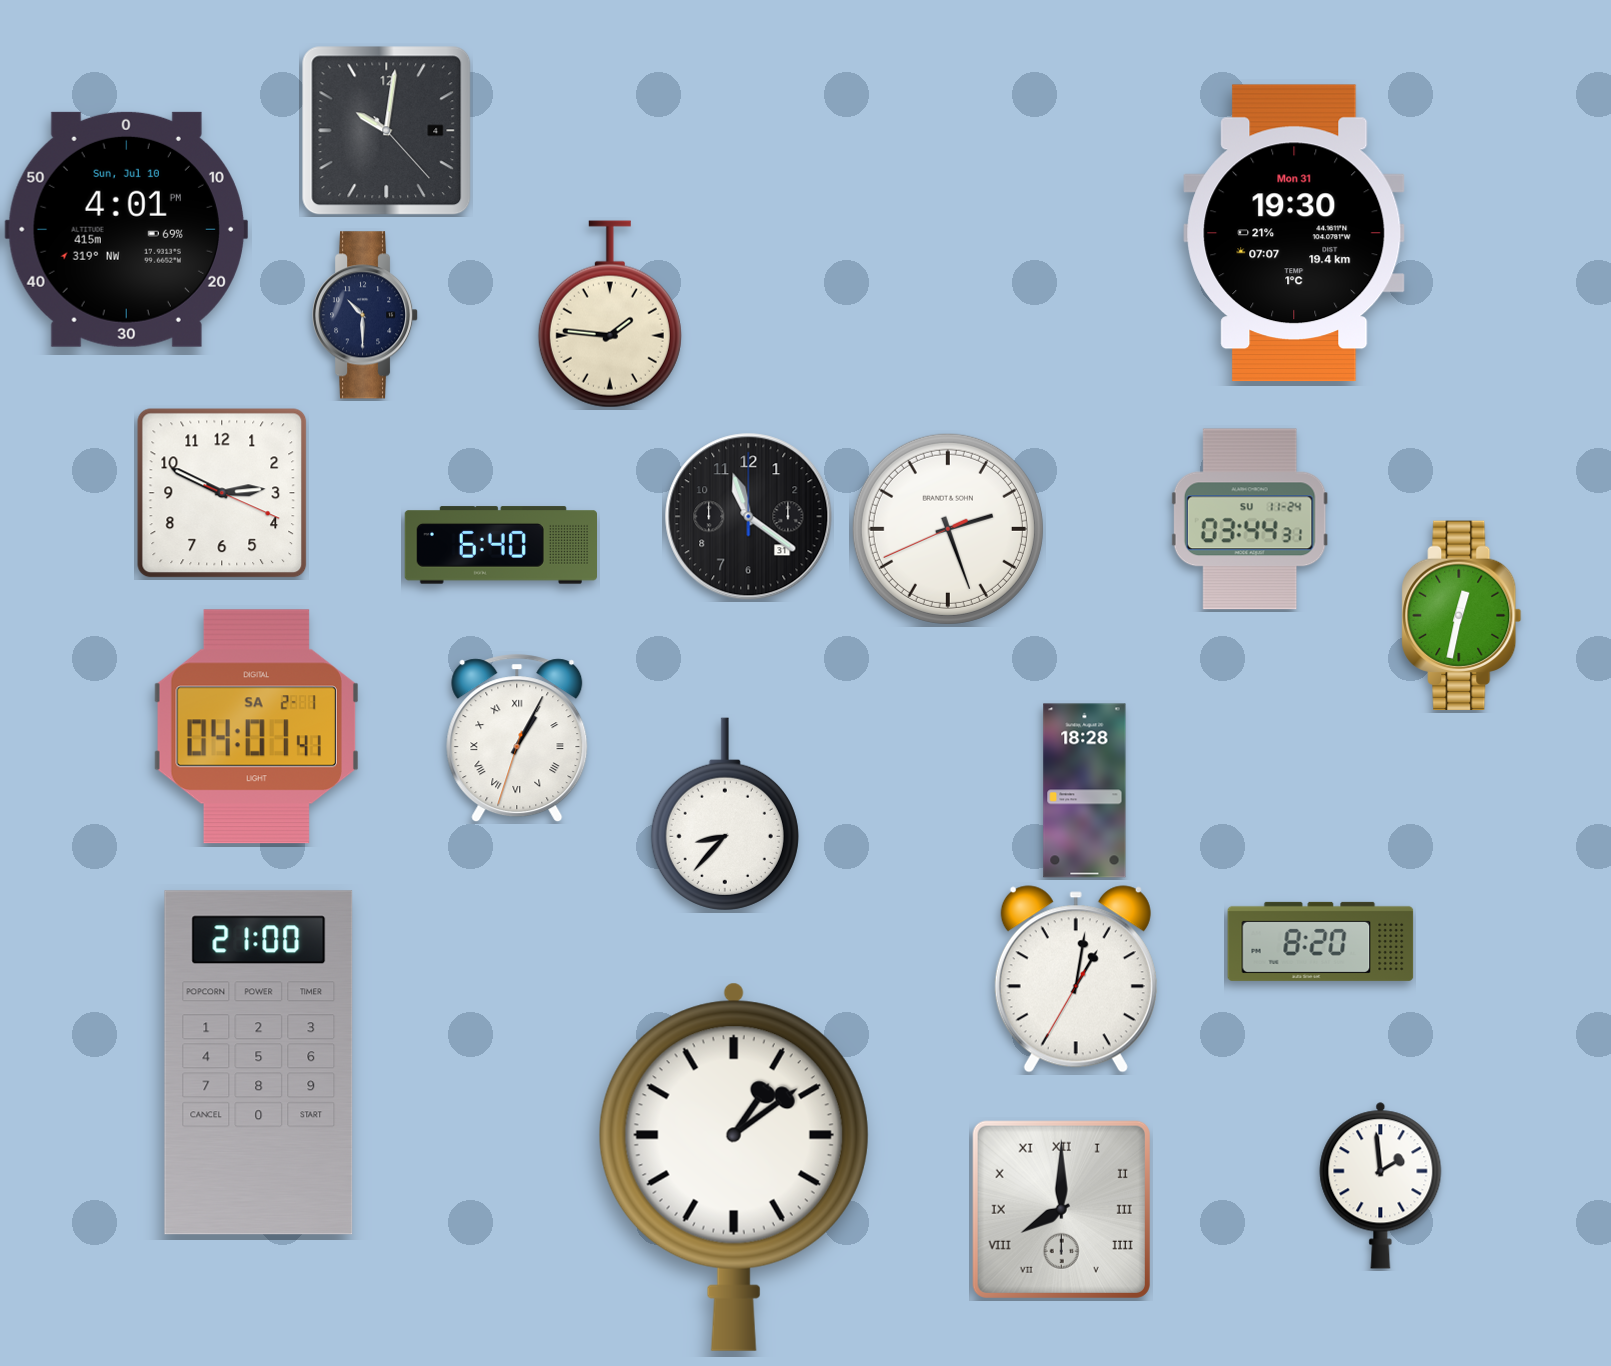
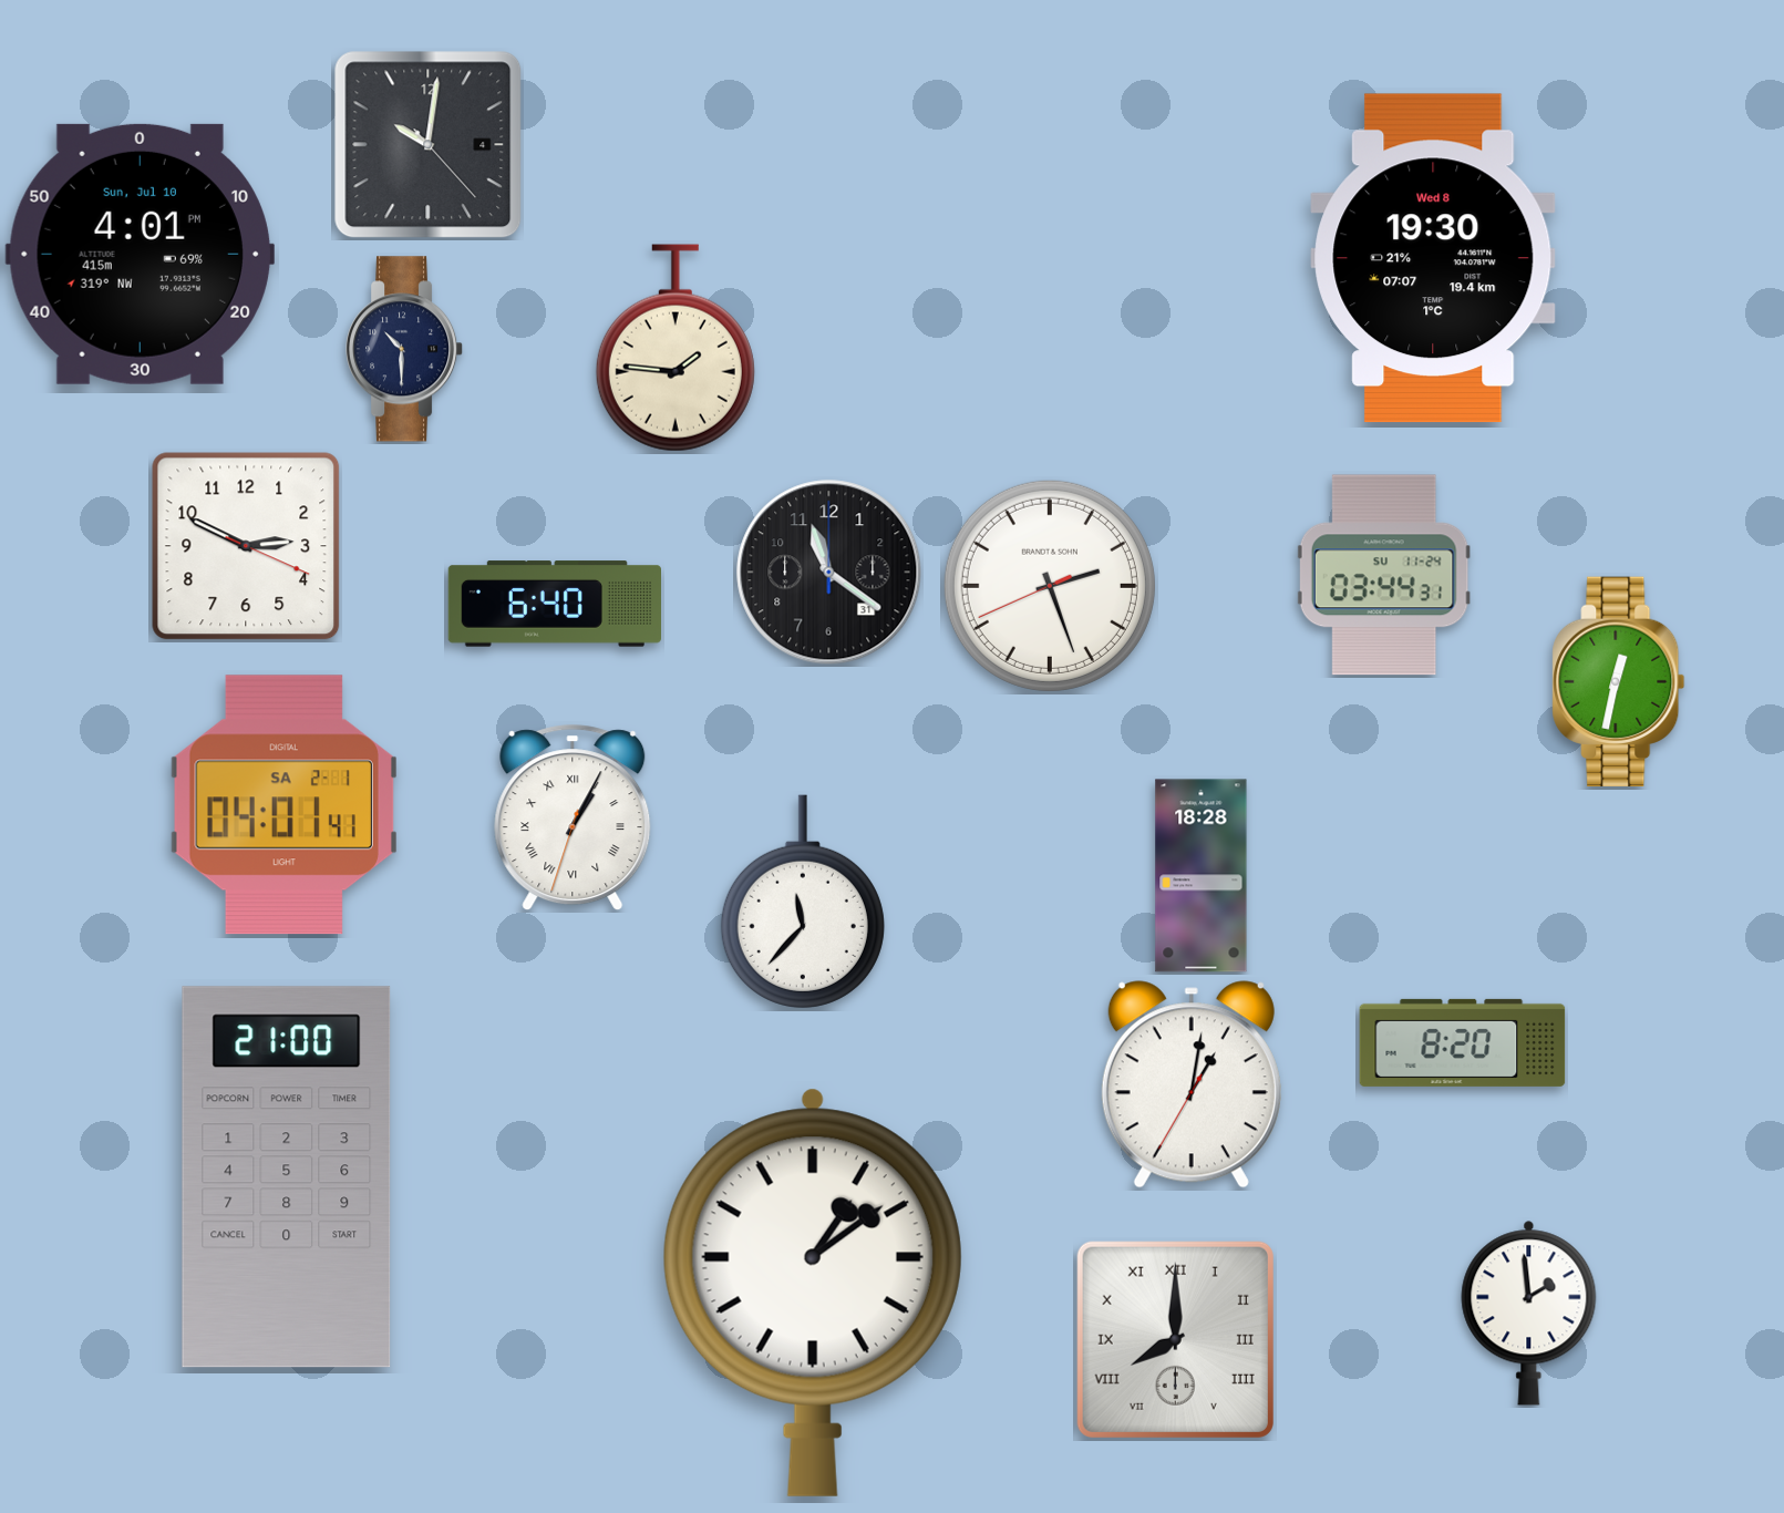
clock at (1294, 233) date: Mon 31 -> Wed 8
clock at (725, 814): 8:37 -> 11:37
